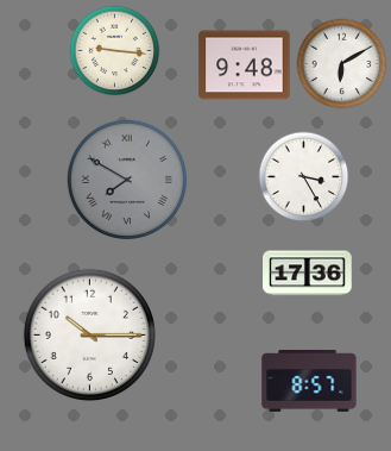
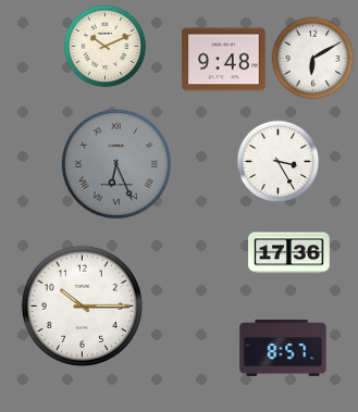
clock at (115, 51): 9:16 -> 10:11
clock at (126, 178): 7:50 -> 6:26
clock at (308, 274) position: (308, 274) -> (289, 253)
